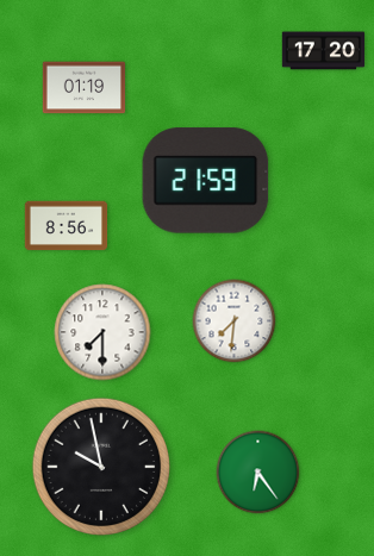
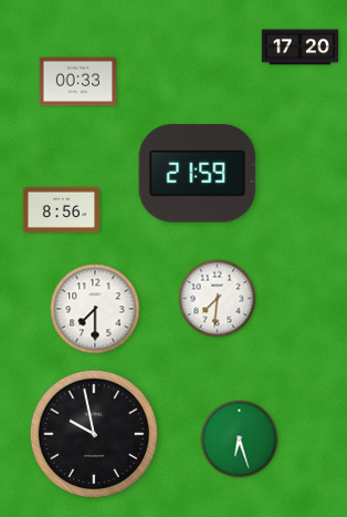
clock at (85, 88): 01:19 -> 00:33
clock at (206, 181) position: (206, 181) -> (198, 174)
clock at (258, 473): 6:24 -> 6:27
